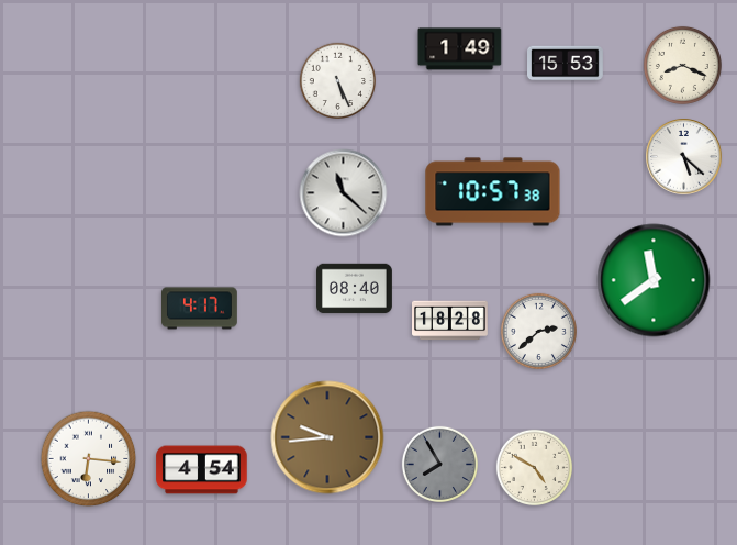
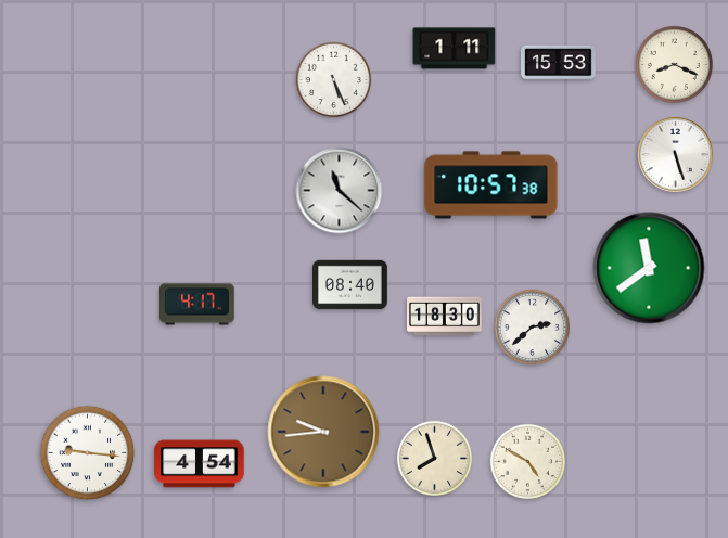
clock at (460, 49): 1:49 -> 1:11
clock at (684, 157): 5:22 -> 5:27
clock at (493, 192) position: (493, 192) -> (491, 185)
clock at (654, 280) position: (654, 280) -> (649, 268)
clock at (450, 321): 18:28 -> 18:30
clock at (89, 459): 6:16 -> 9:16
clock at (439, 464): 7:55 -> 7:57
clock at (439, 464) dial: grey -> cream
